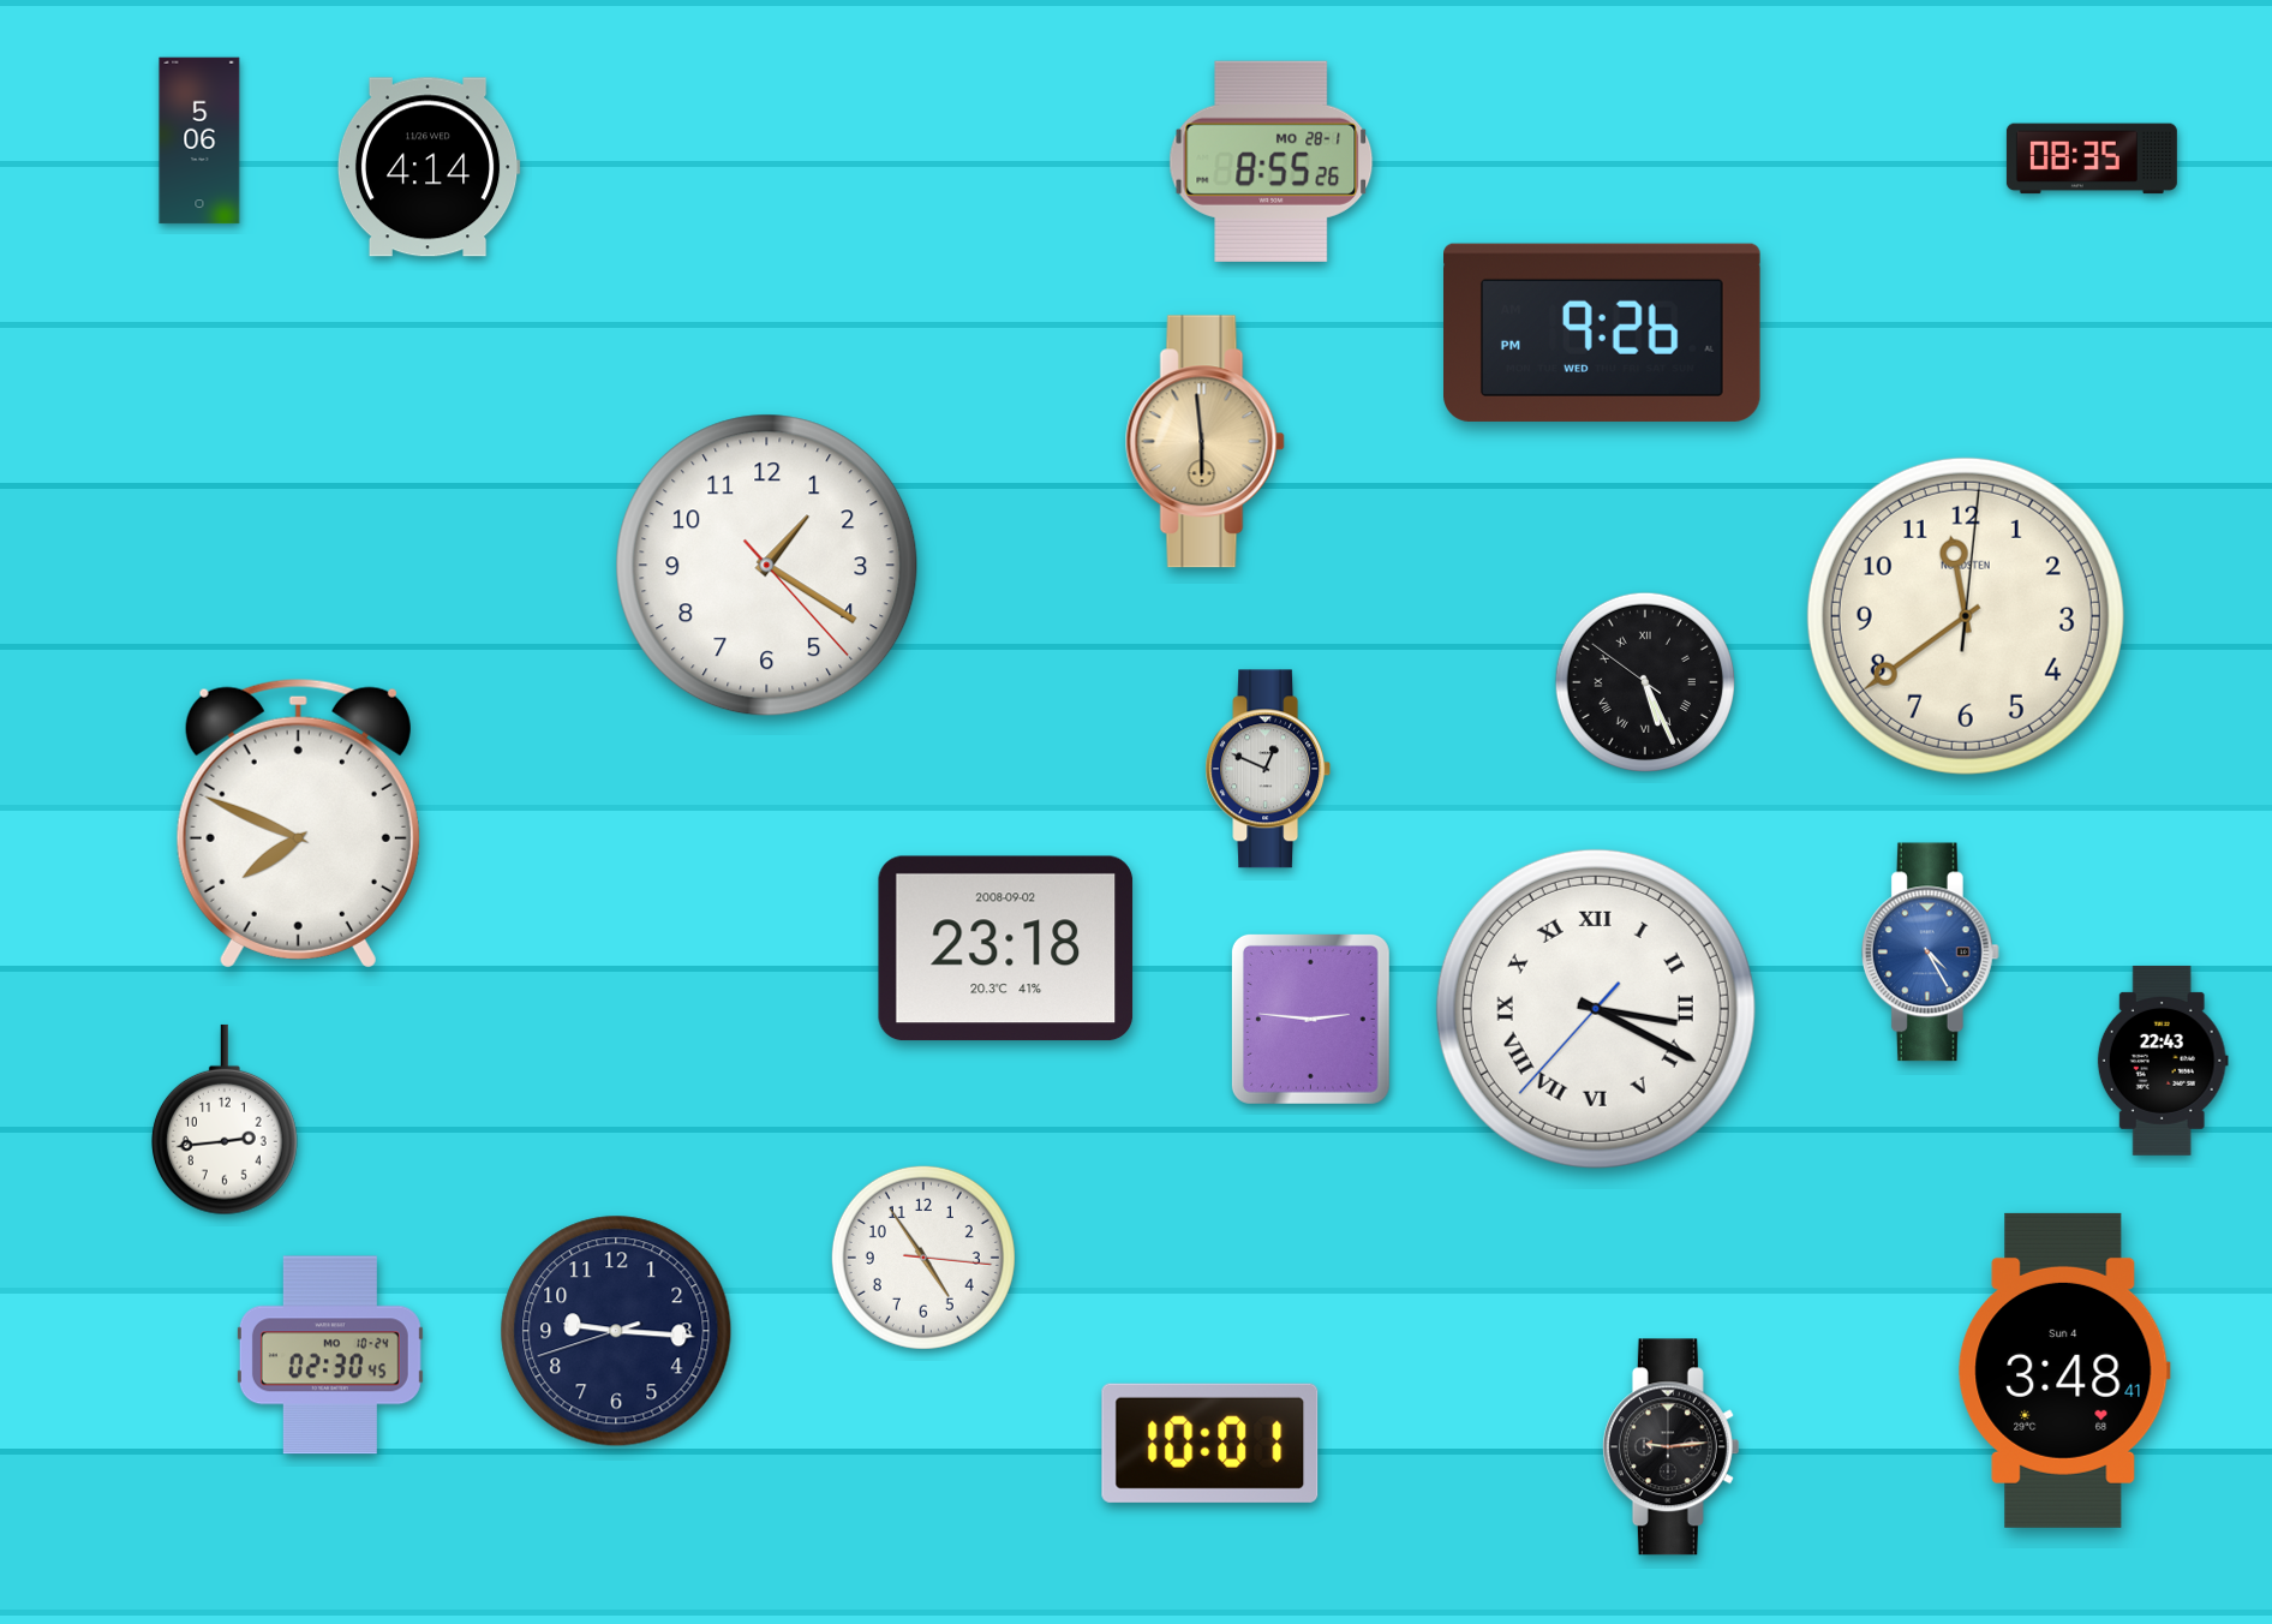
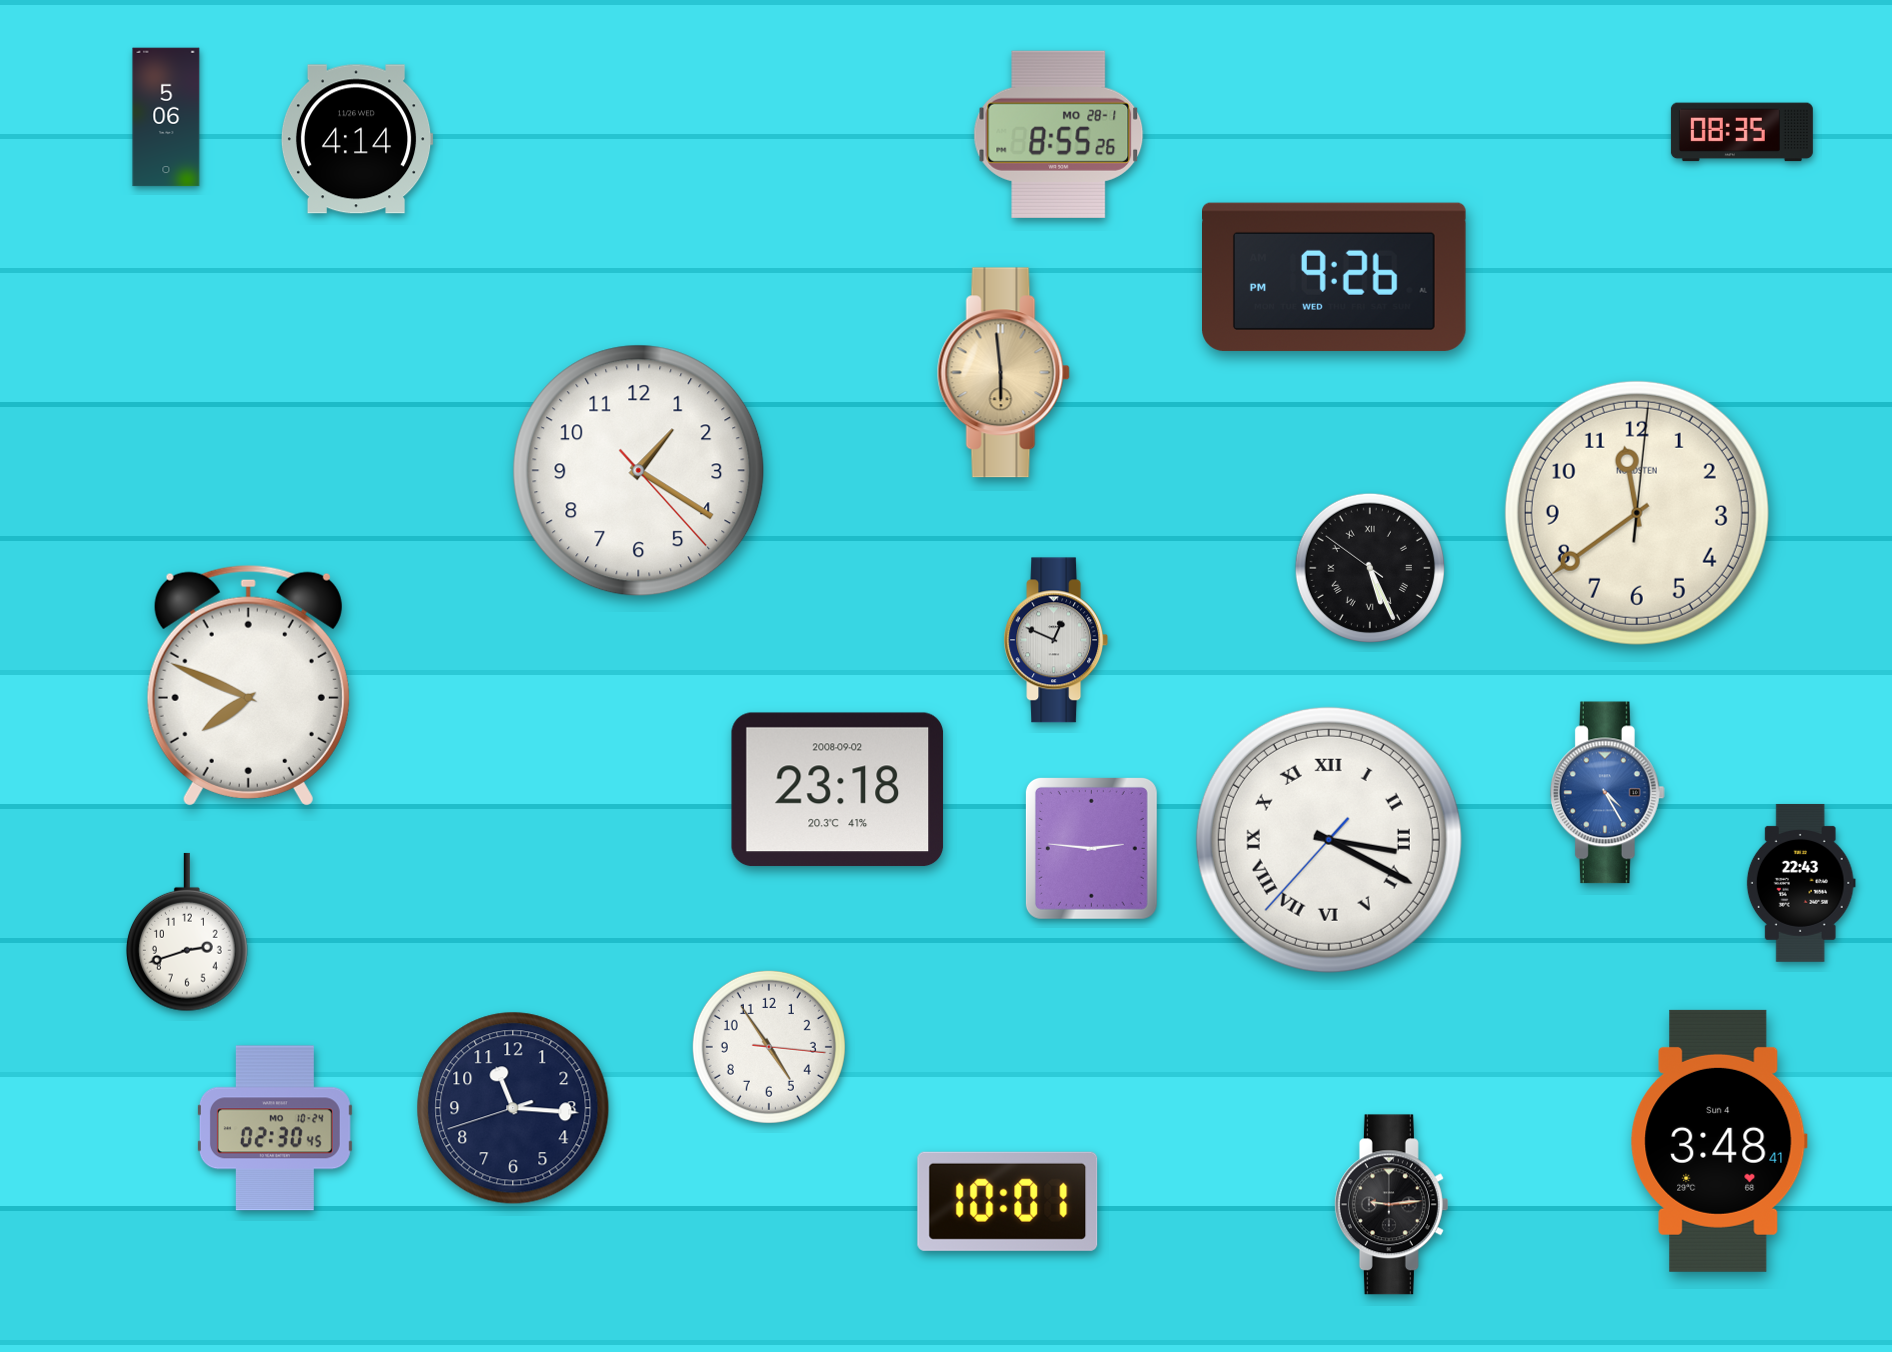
clock at (1204, 442) position: (1204, 442) -> (1003, 373)
clock at (225, 1120): 2:44 -> 2:42
clock at (616, 1331): 9:15 -> 11:15
